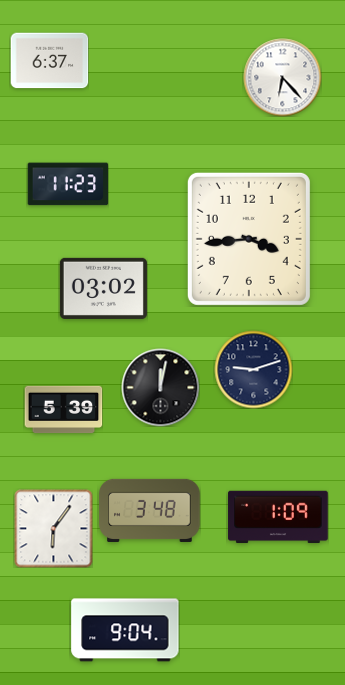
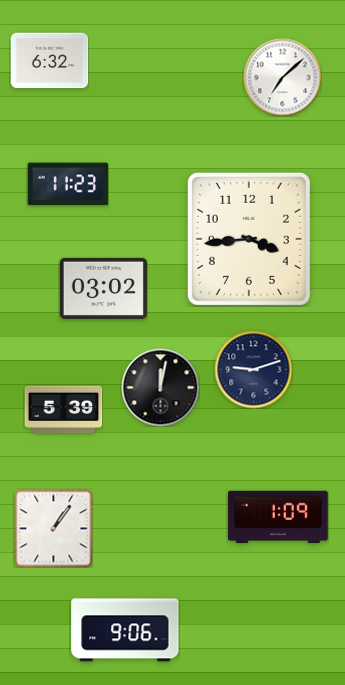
clock at (49, 61): 6:37 -> 6:32
clock at (282, 77): 6:23 -> 7:08
clock at (150, 510): 3:48 -> none
clock at (53, 528): 6:06 -> 1:06
clock at (125, 630): 9:04 -> 9:06
